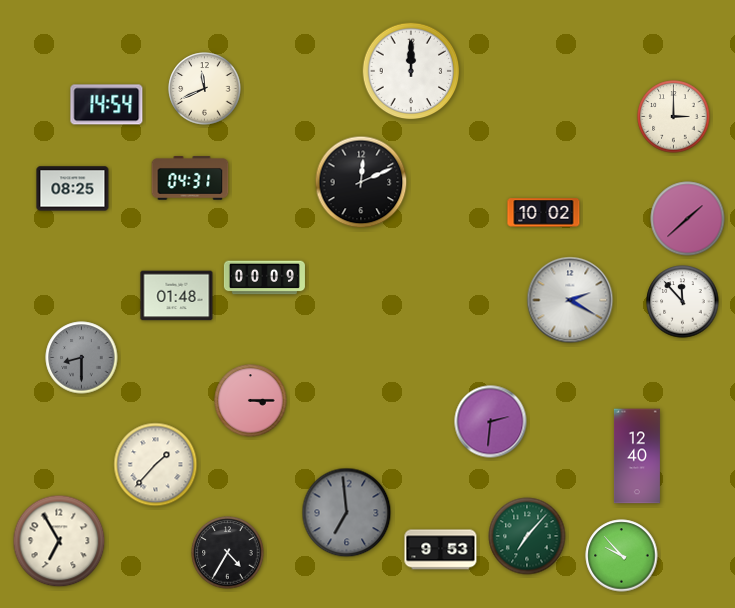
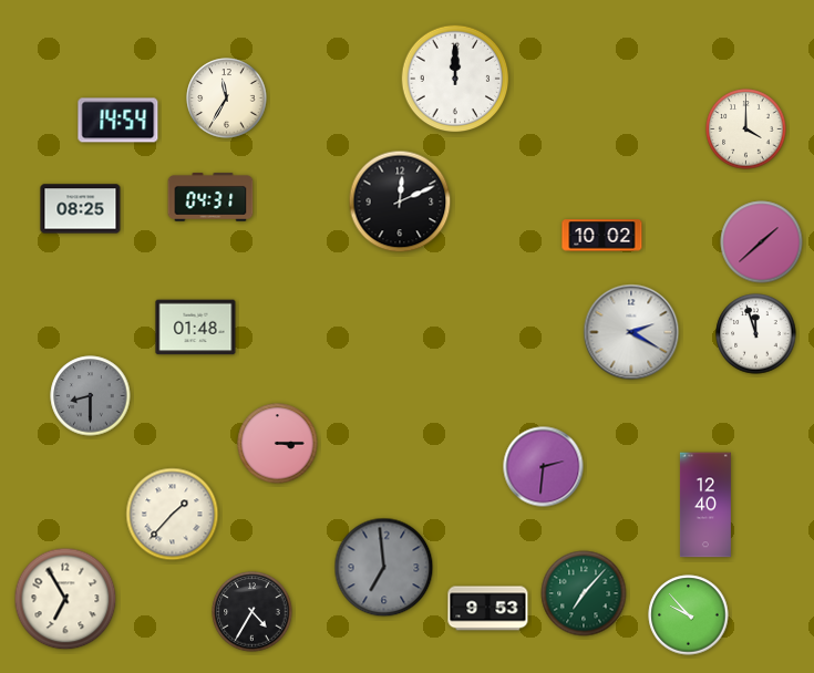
clock at (205, 89): 11:41 -> 11:35
clock at (107, 105) position: (107, 105) -> (119, 121)
clock at (674, 117): 3:00 -> 4:00
clock at (264, 278): 00:09 -> none
clock at (683, 302): 11:53 -> 11:57
